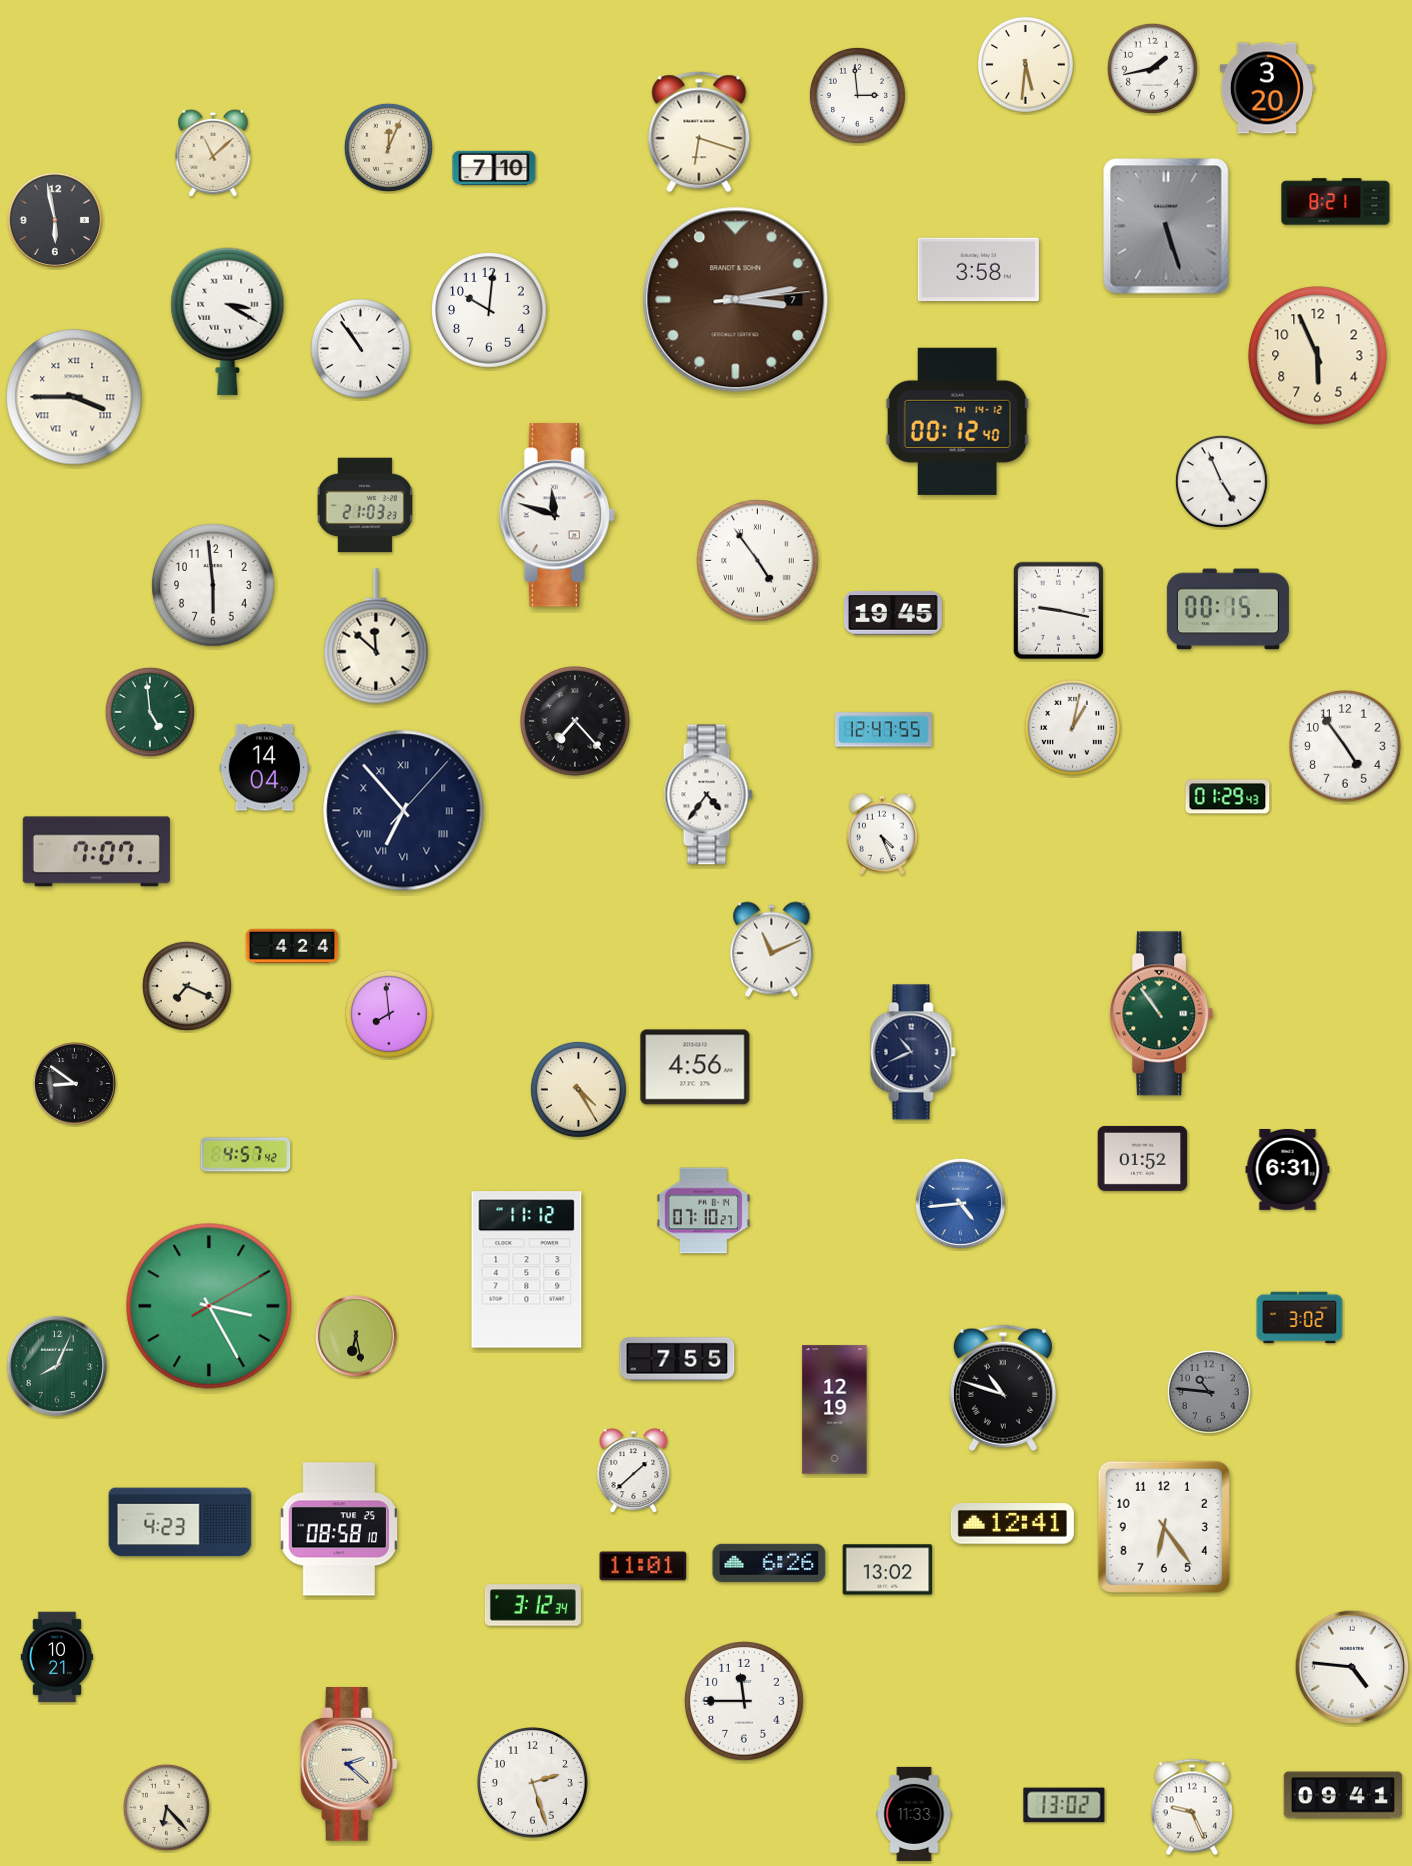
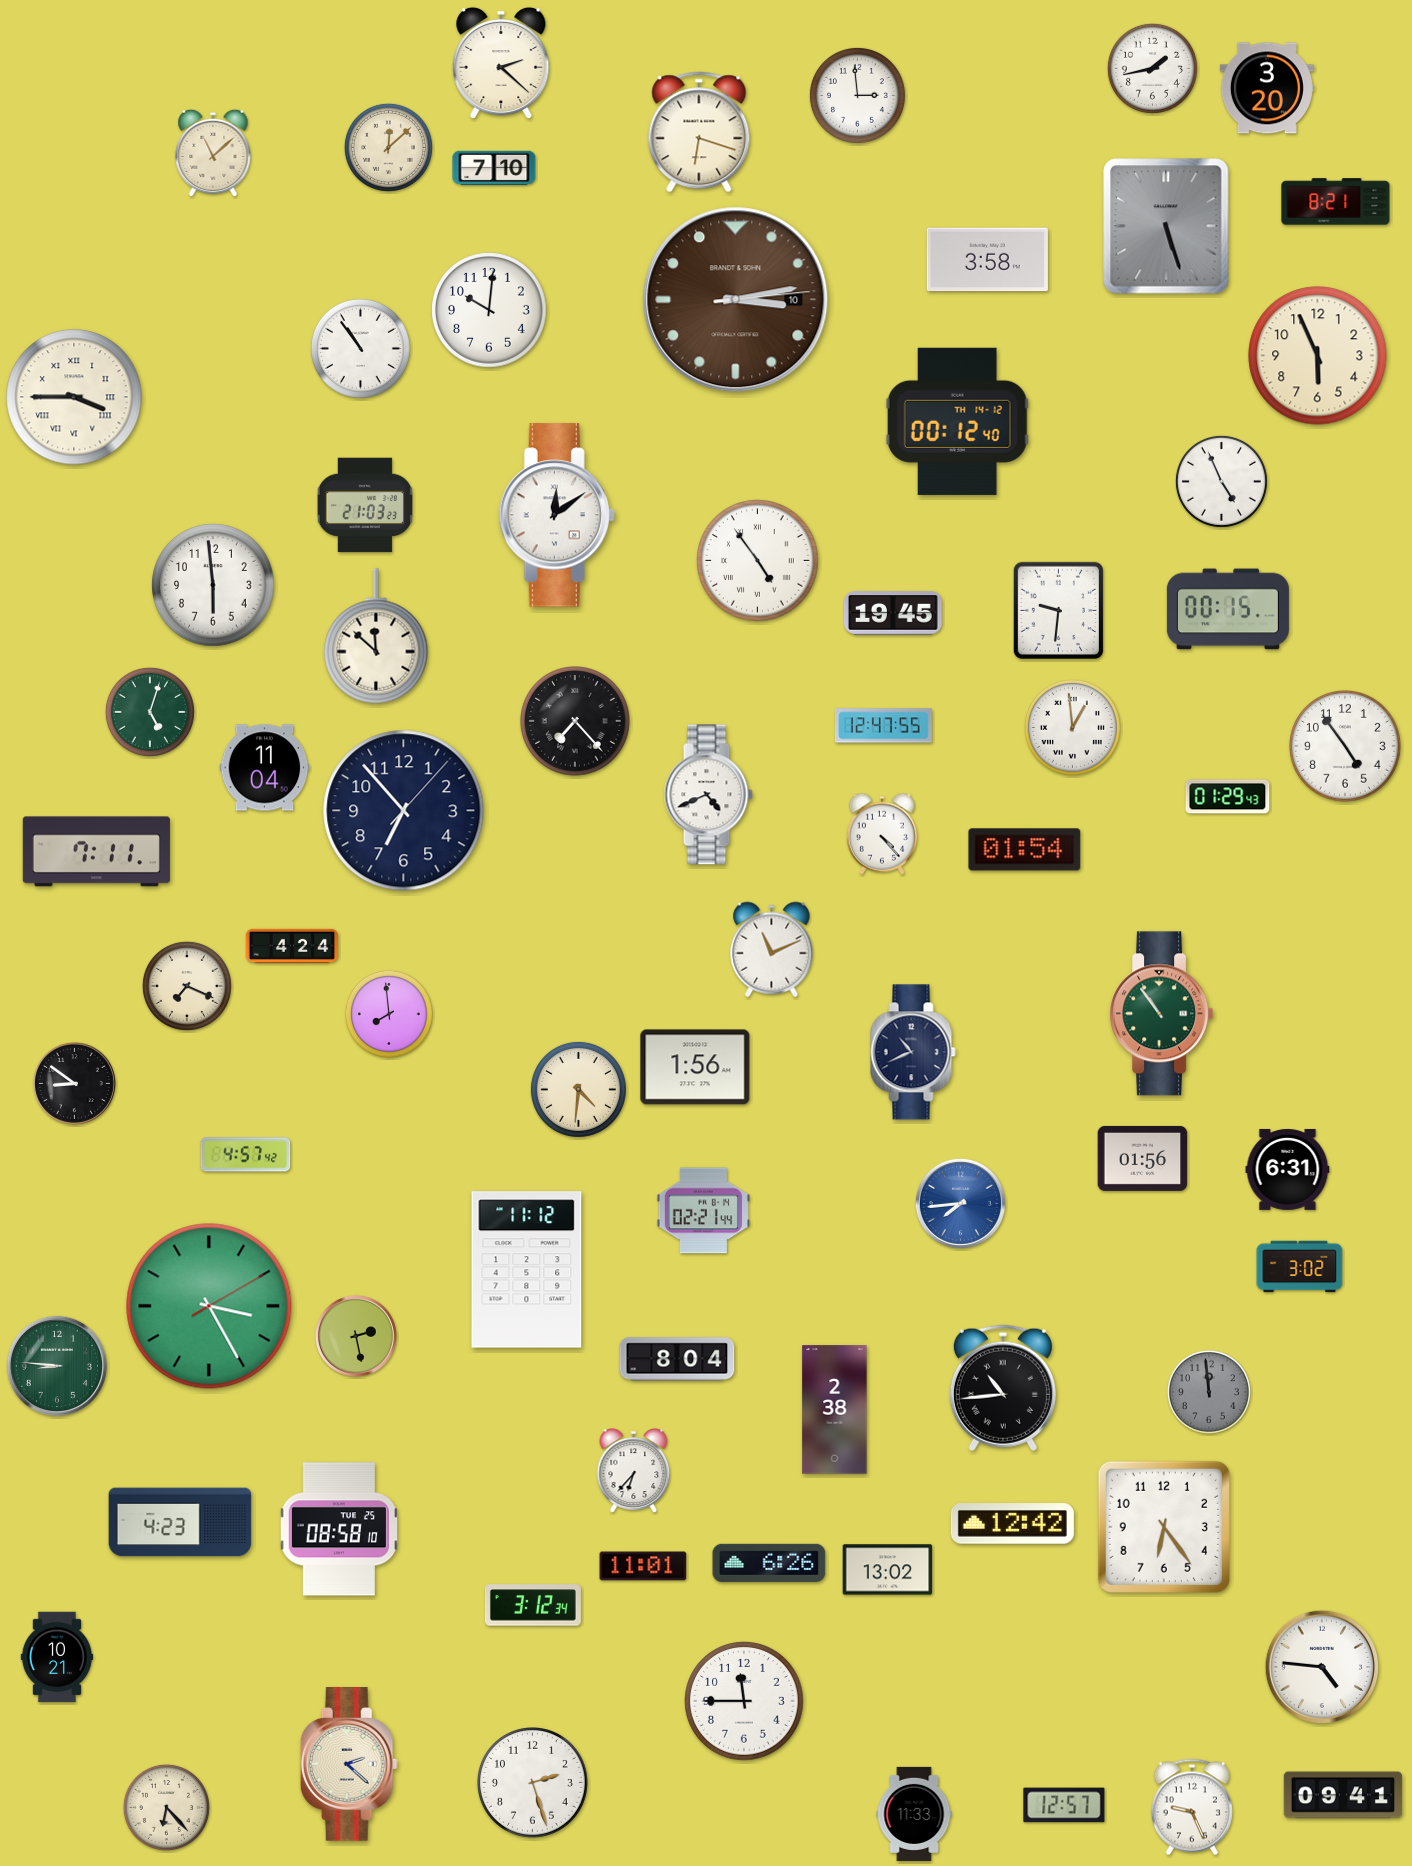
clock at (501, 63): none -> 2:22
clock at (1025, 64): 5:31 -> none
clock at (388, 147): 12:04 -> 12:08
clock at (55, 220): 5:58 -> none
clock at (978, 270) position: (978, 270) -> (987, 260)
clock at (736, 300) date: 7 -> 10
clock at (228, 321): 3:20 -> none
clock at (557, 515): 11:48 -> 12:09
clock at (1058, 610): 9:17 -> 9:31
clock at (150, 712): 4:59 -> 5:03
clock at (1072, 727): 1:02 -> 12:59
clock at (883, 730) position: (883, 730) -> (883, 726)
clock at (265, 768): 14:04 -> 11:04
clock at (708, 795): 4:36 -> 4:41
clock at (404, 811) numerals: Roman -> Arabic
clock at (882, 834): 4:26 -> 4:23
clock at (1025, 850): none -> 01:54
clock at (96, 852): 7:07 -> 7:11
clock at (695, 1067): 4:56 -> 1:56
clock at (578, 1089): 4:25 -> 4:31
clock at (1143, 1158): 01:52 -> 01:56
clock at (960, 1203): 4:44 -> 7:44
clock at (703, 1211): 07:10 -> 02:21
clock at (1300, 1318) position: (1300, 1318) -> (1300, 1267)
clock at (356, 1336): 6:28 -> 2:28
clock at (677, 1359): 7:55 -> 8:04
clock at (57, 1366): 8:04 -> 8:46
clock at (1003, 1388): 10:48 -> 10:44
clock at (1209, 1392): 10:46 -> 11:59
clock at (835, 1410): 12:19 -> 2:38
clock at (634, 1471): 1:38 -> 6:37
clock at (1012, 1524): 12:41 -> 12:42
clock at (1351, 1666) position: (1351, 1666) -> (1321, 1666)
clock at (1064, 1805): 13:02 -> 12:57
